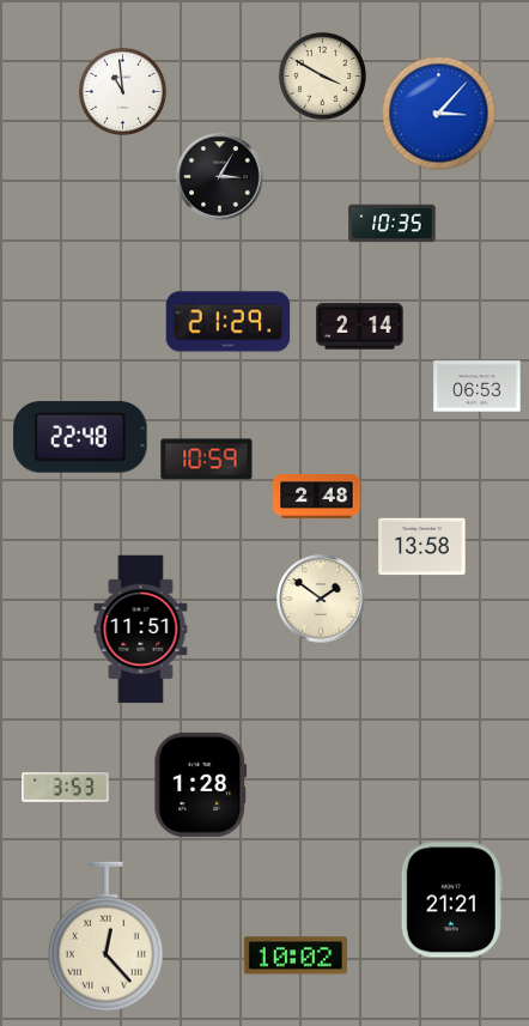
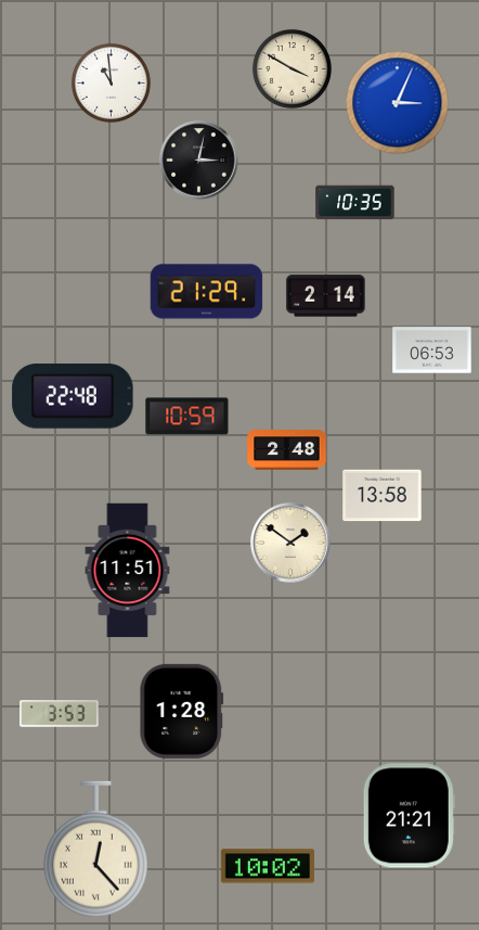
clock at (439, 114): 3:07 -> 3:04
clock at (220, 177): 3:05 -> 3:02
